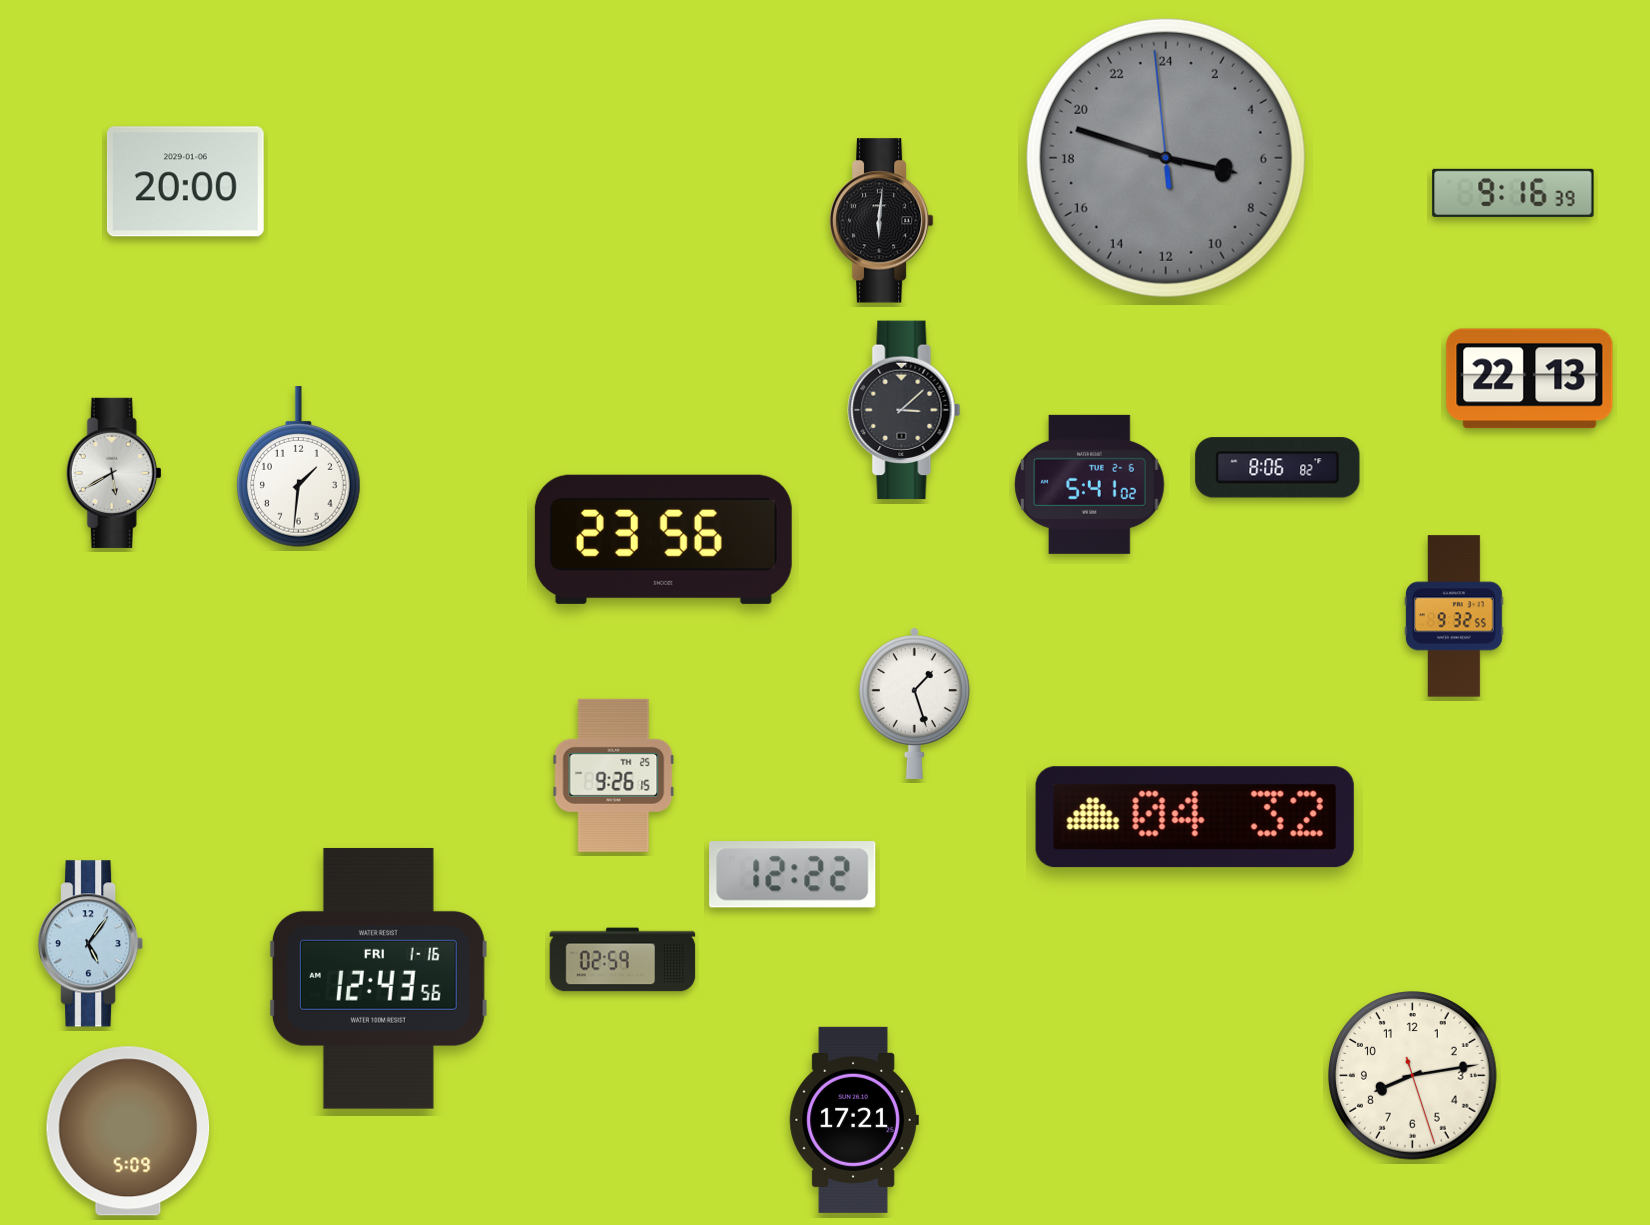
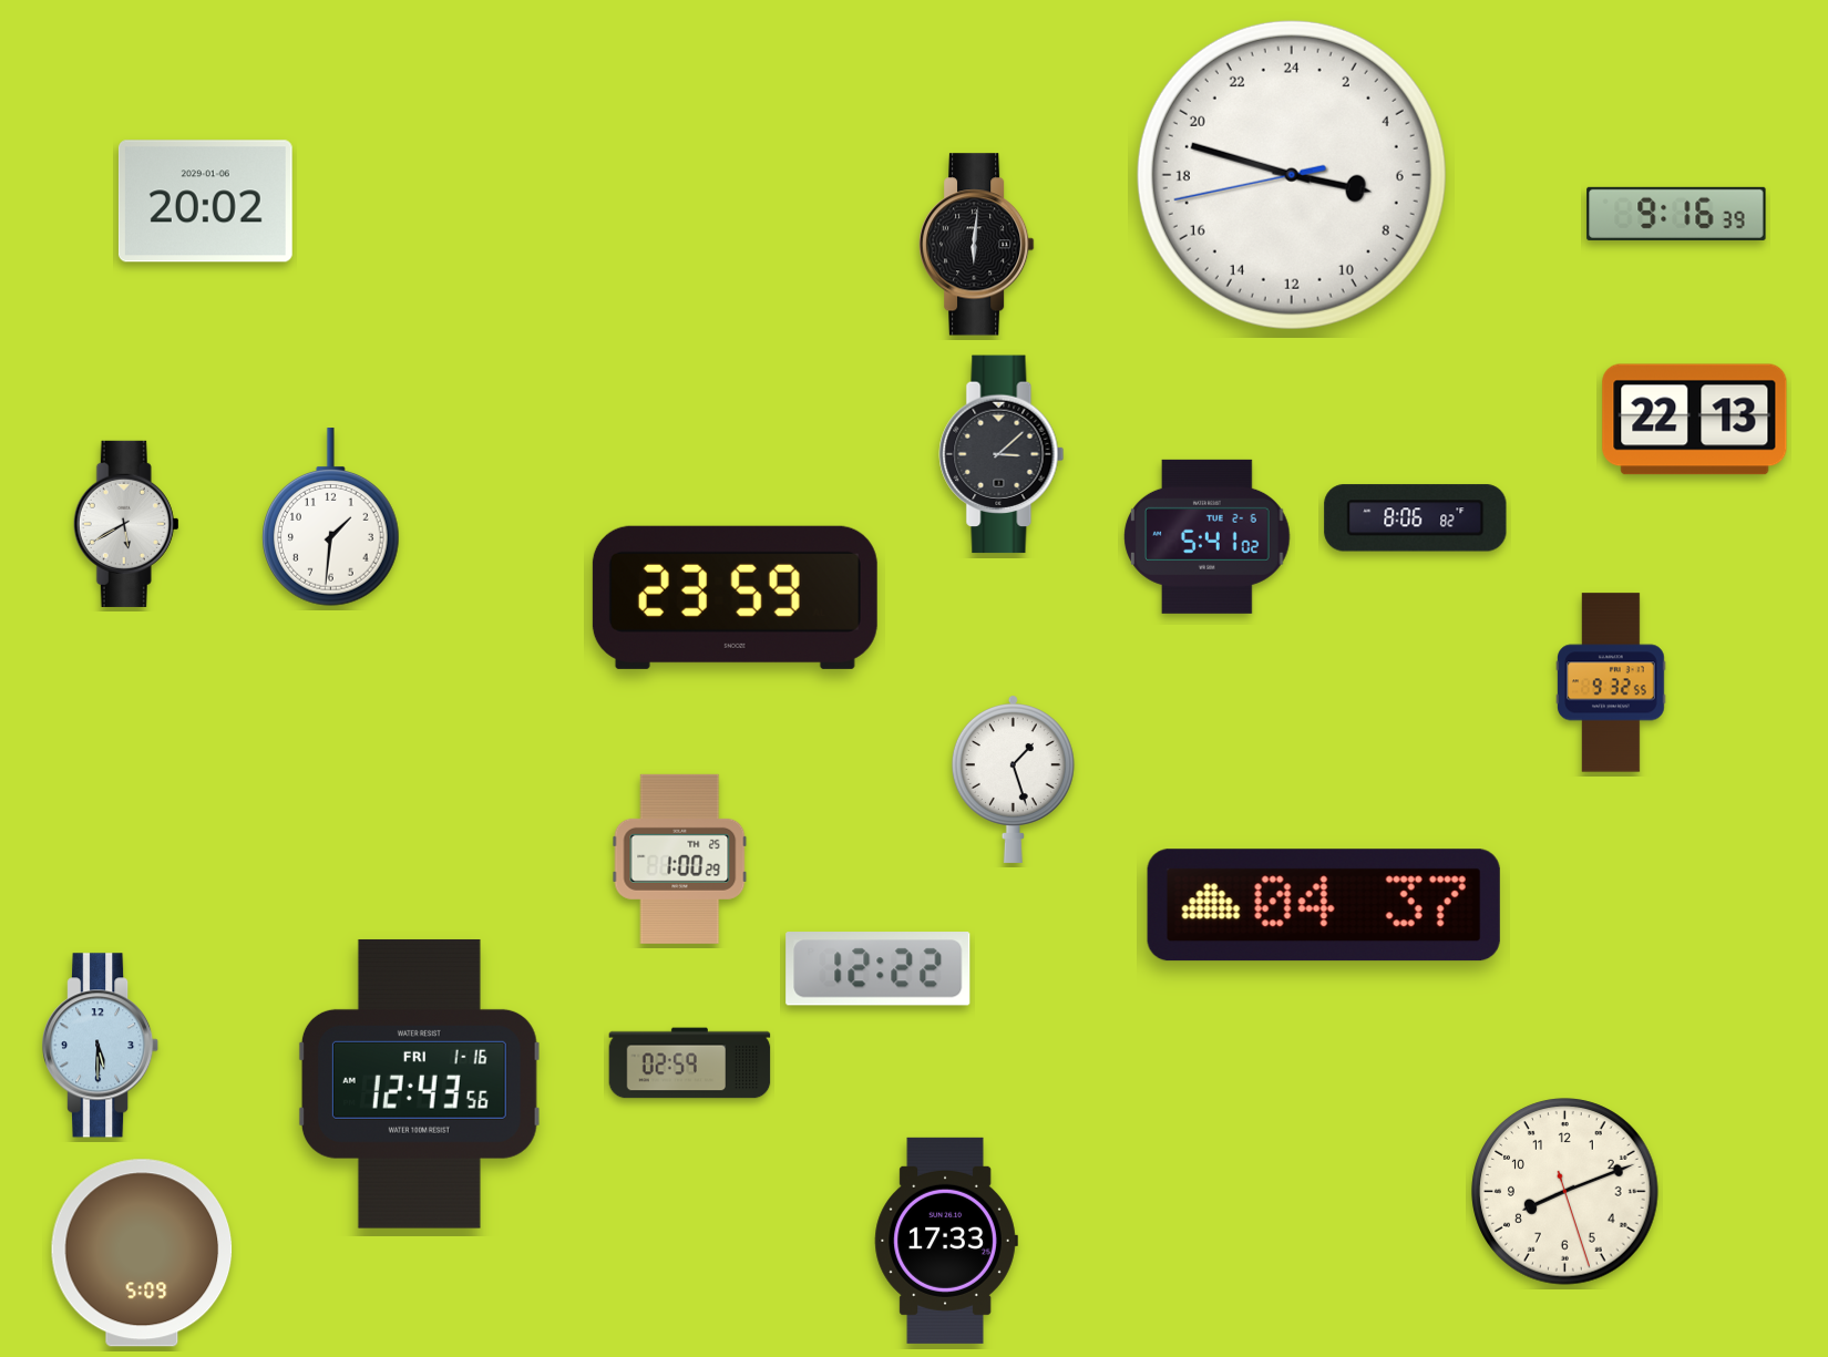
clock at (1166, 158): 6:47:59 -> 6:47:43
clock at (1166, 158) dial: grey -> white
clock at (185, 182): 20:00 -> 20:02
clock at (663, 539): 23:56 -> 23:59
clock at (614, 775): 9:26 -> 1:00
clock at (1195, 817): 04:32 -> 04:37
clock at (92, 944): 5:06 -> 5:30
clock at (1413, 1076): 8:13 -> 8:11
clock at (854, 1120): 17:21 -> 17:33
